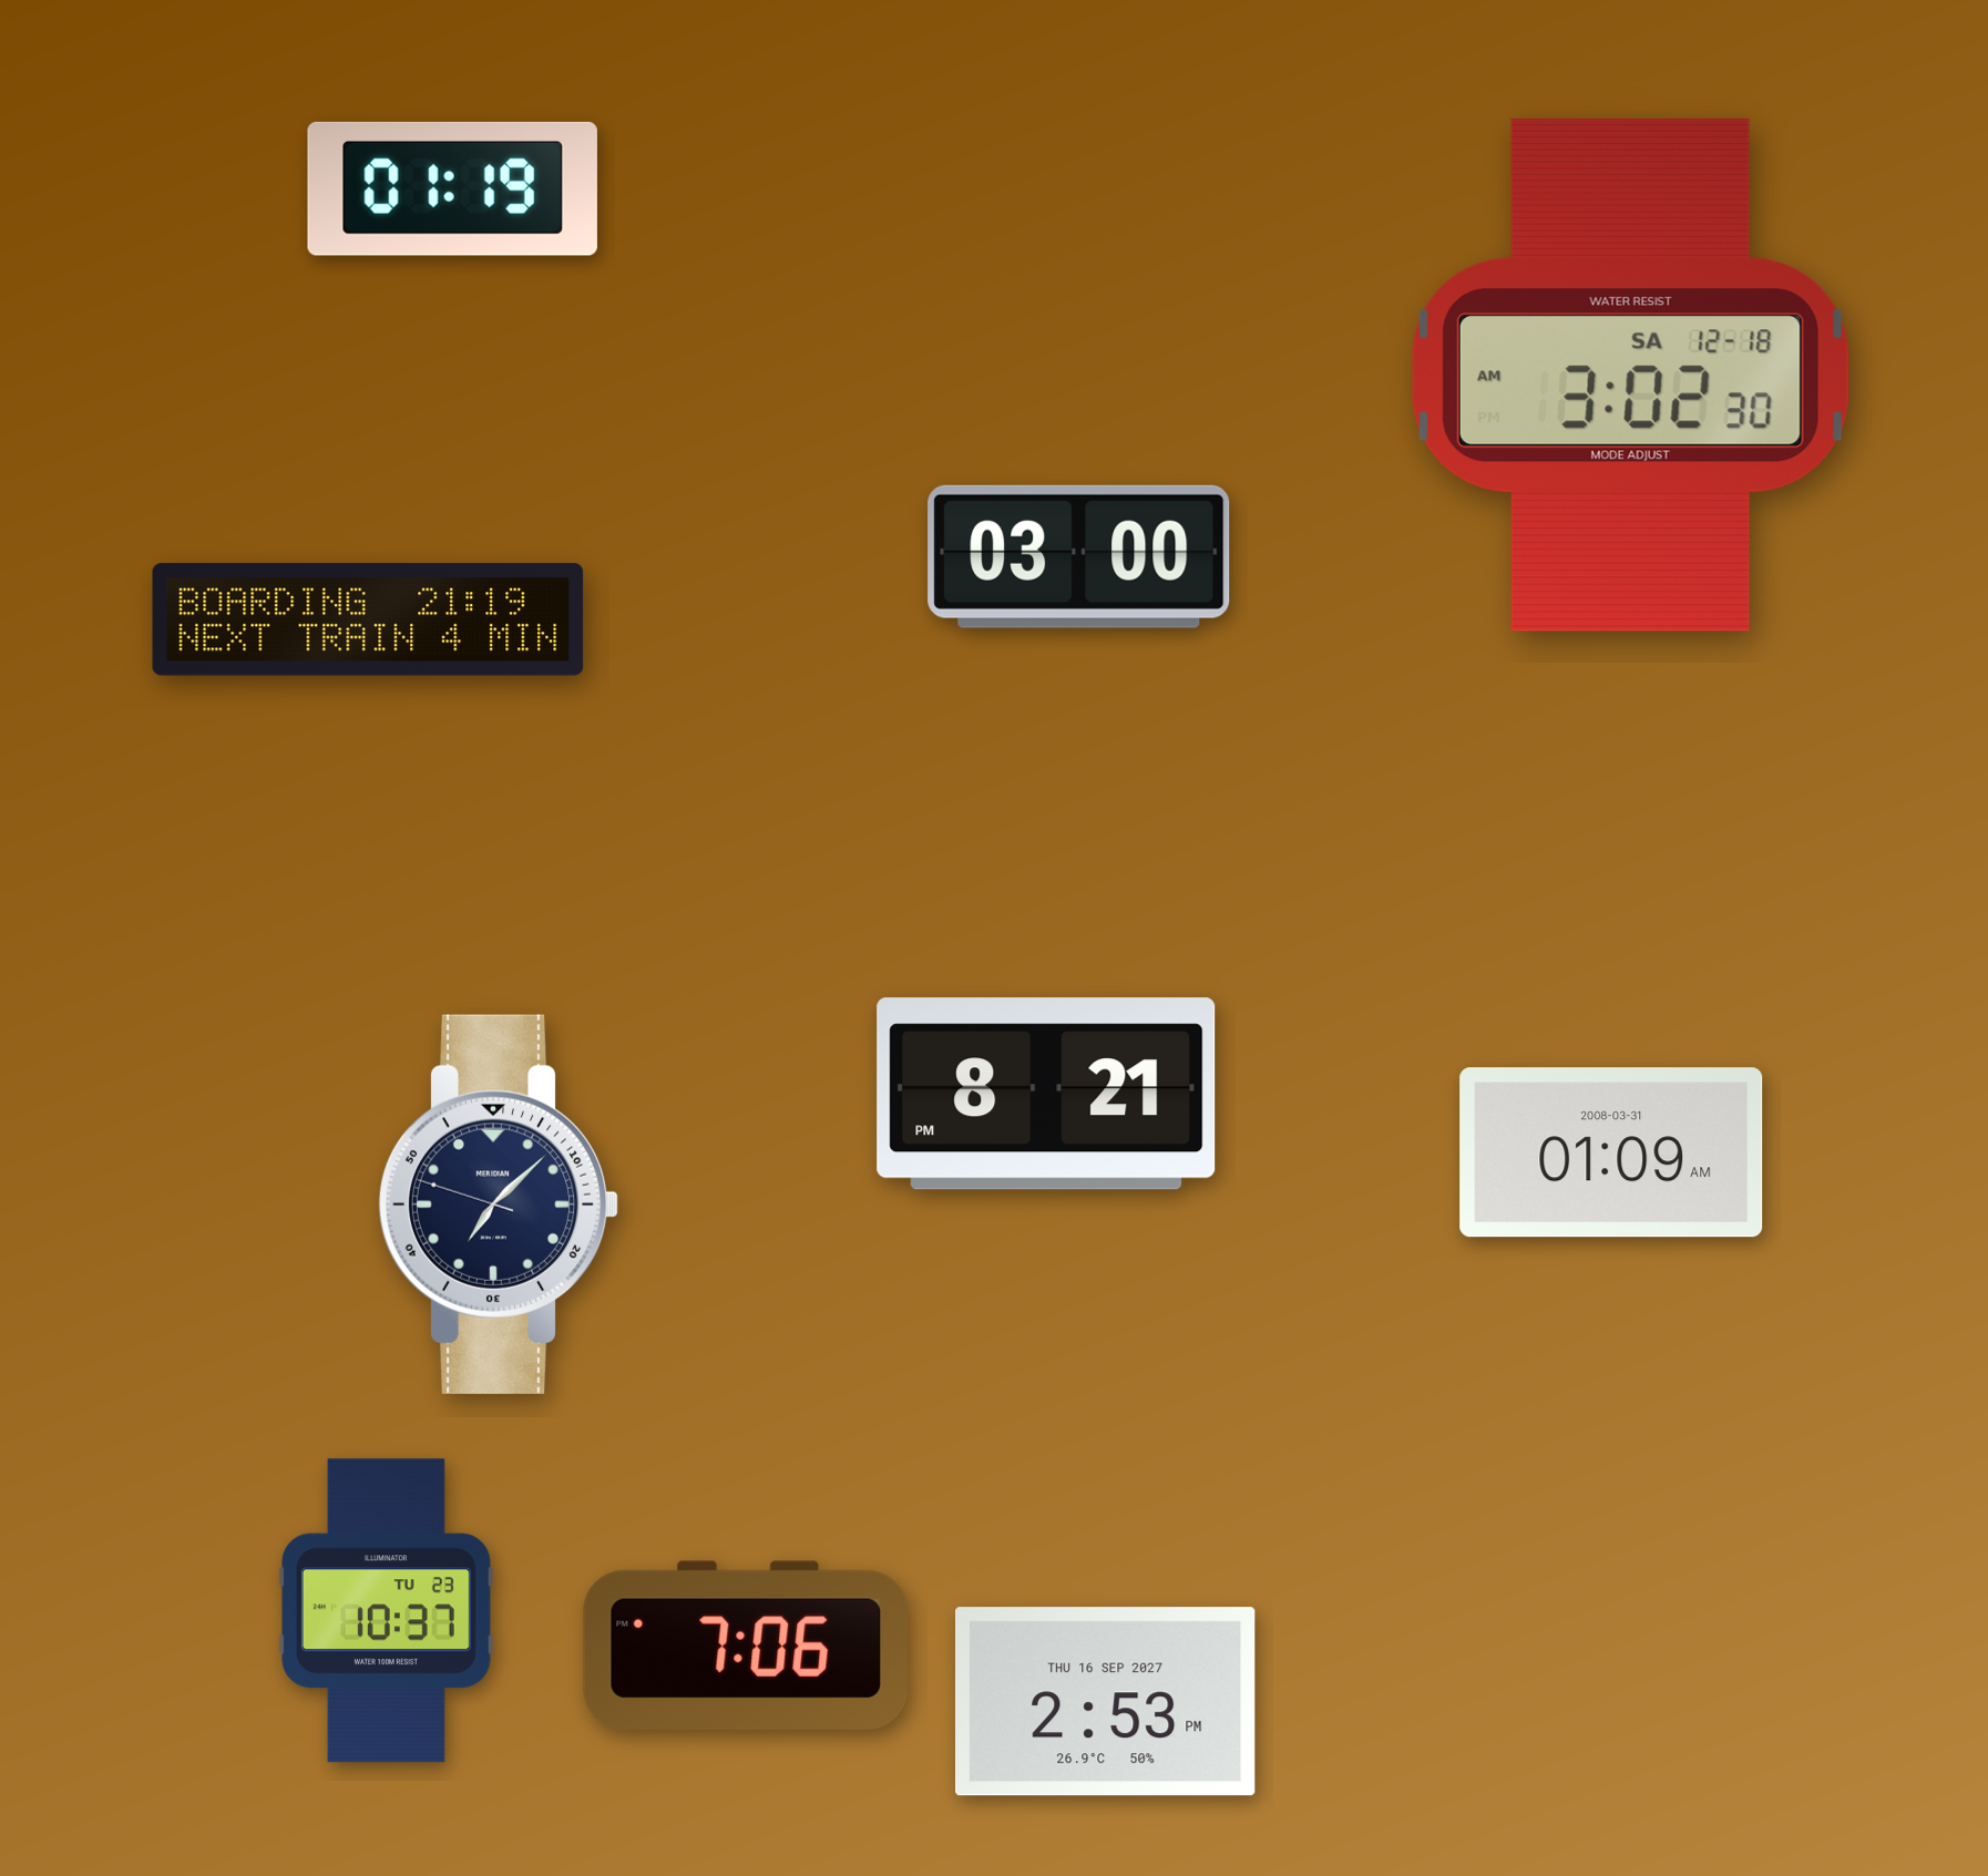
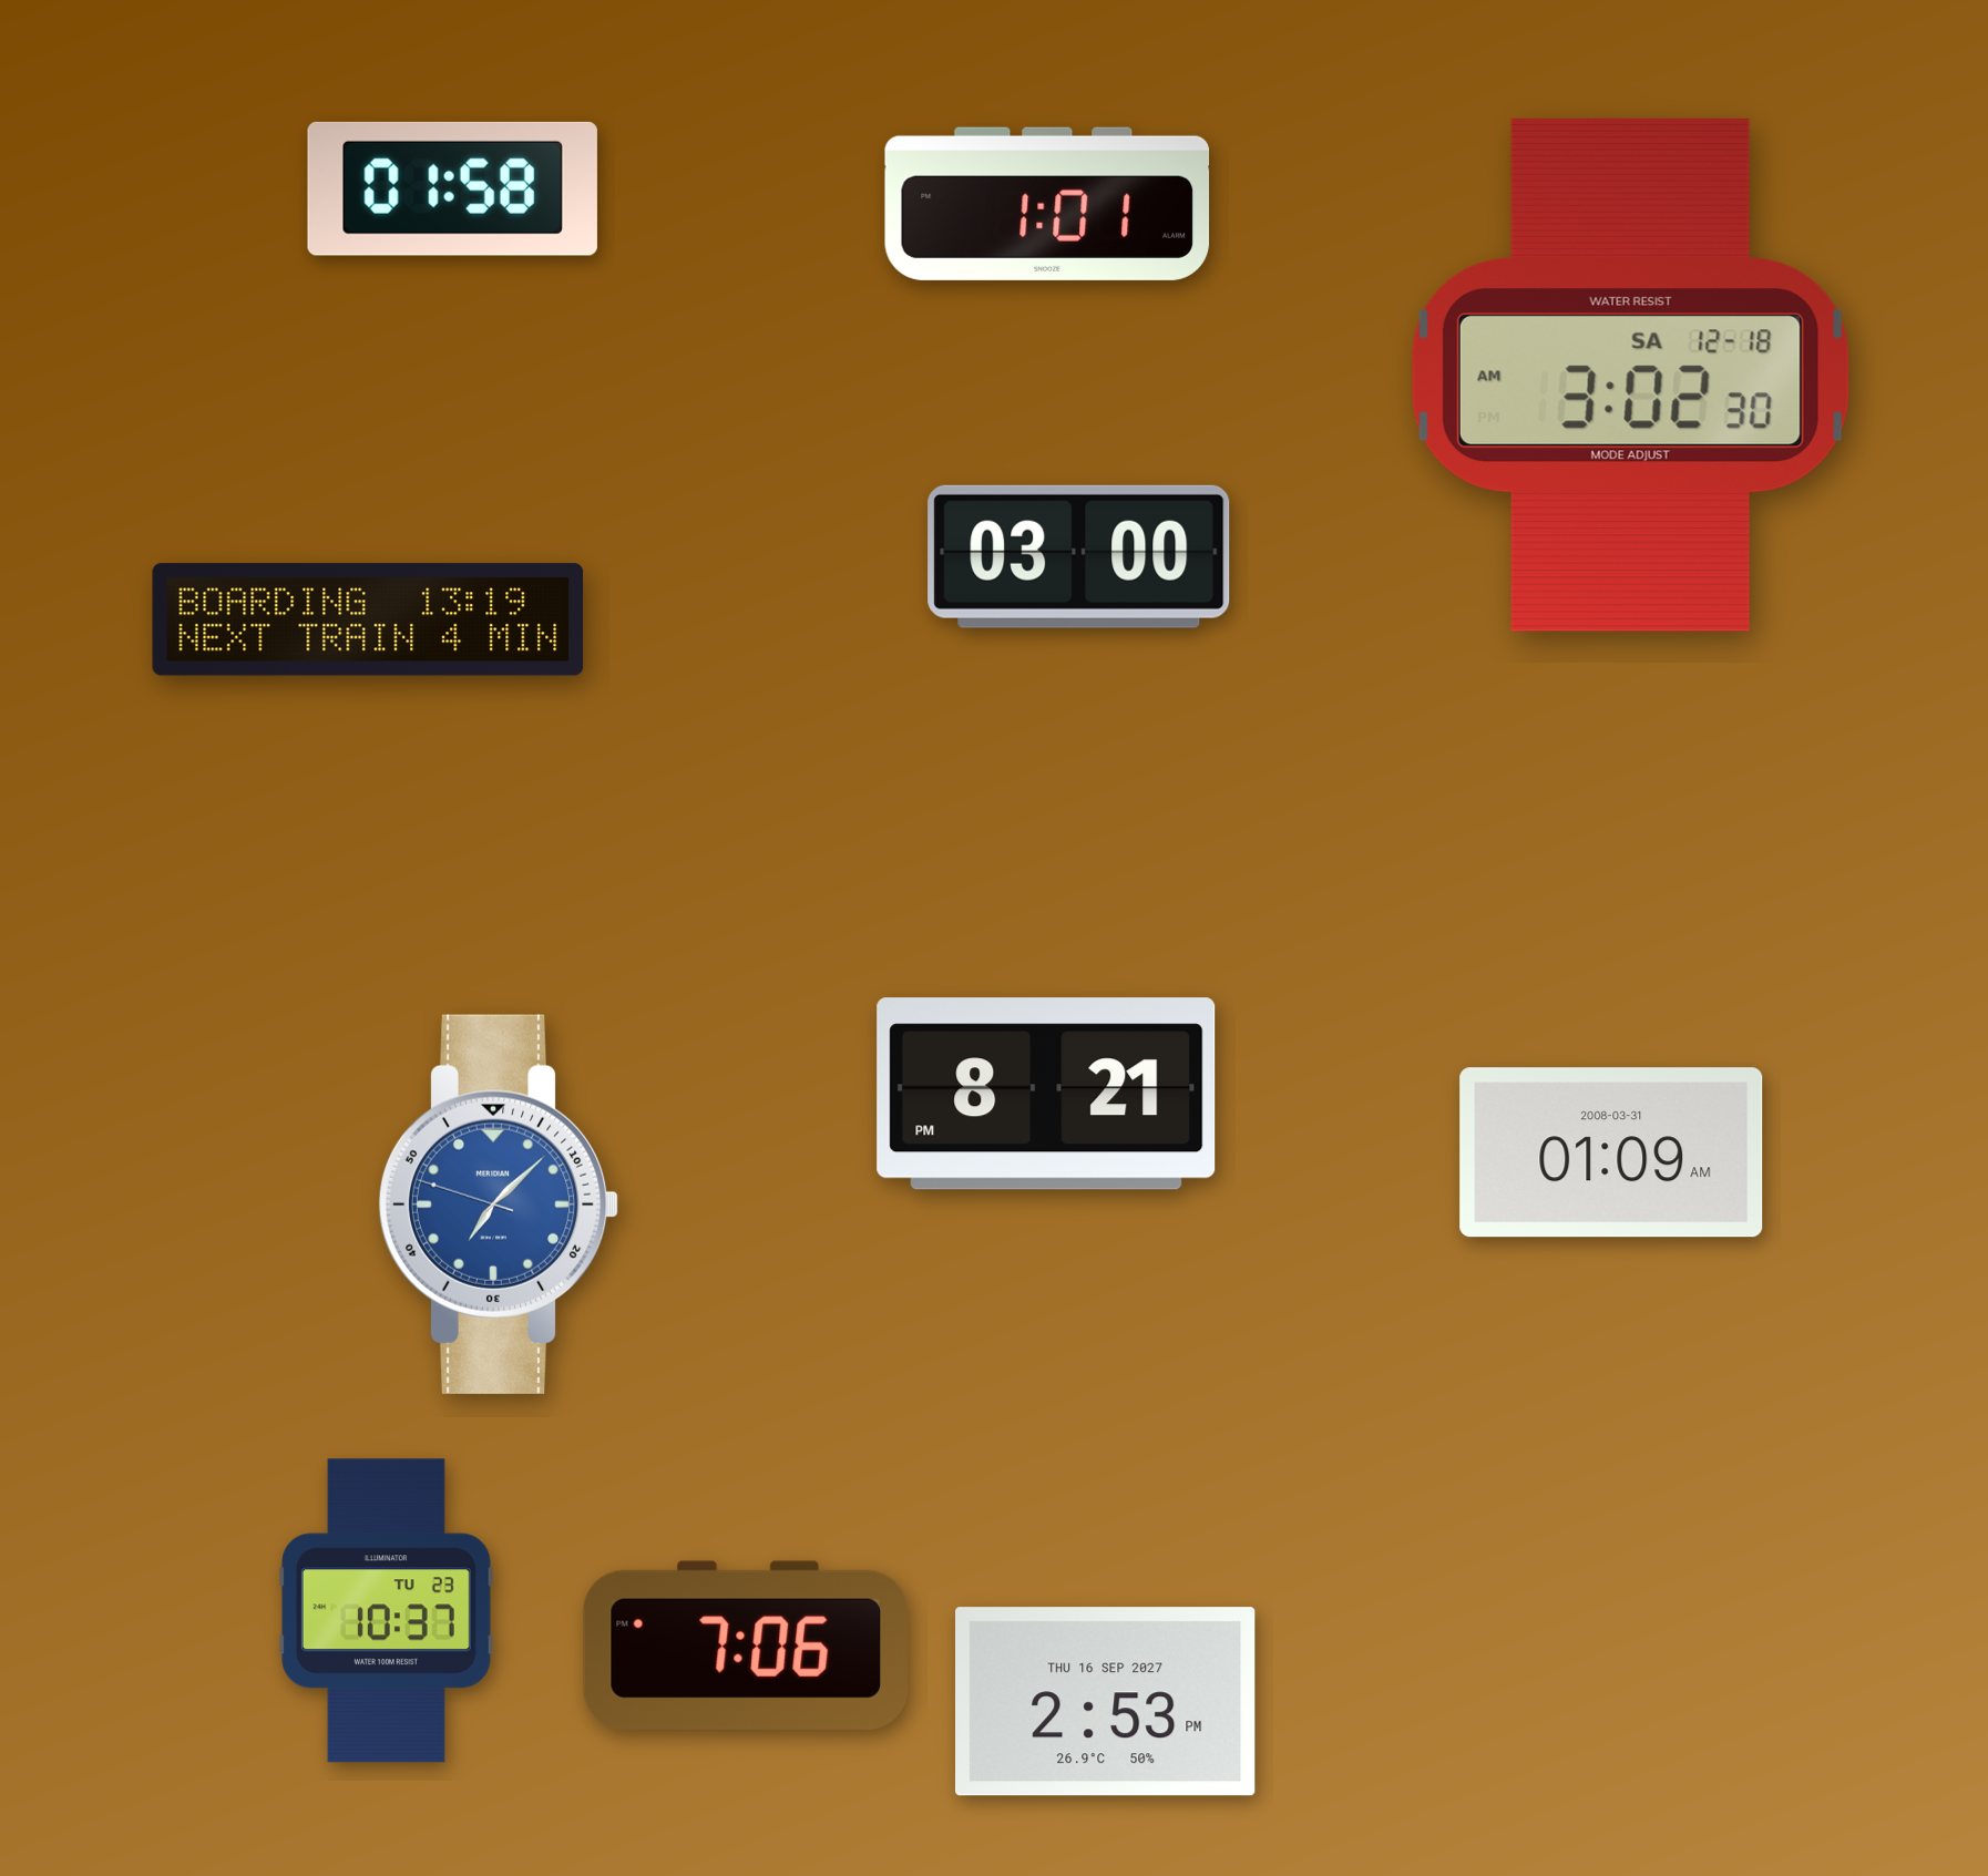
clock at (452, 188): 01:19 -> 01:58
clock at (1047, 204): none -> 1:01
clock at (368, 619): 21:19 -> 13:19
clock at (499, 1204) dial: navy -> blue
